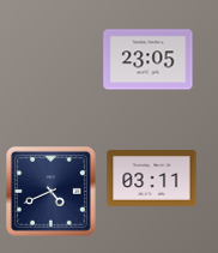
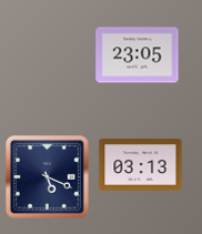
clock at (152, 179): 03:11 -> 03:13
clock at (52, 192): 4:41 -> 5:19
